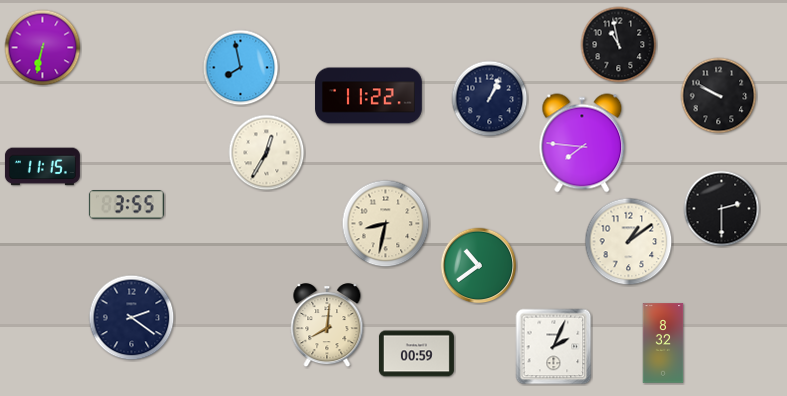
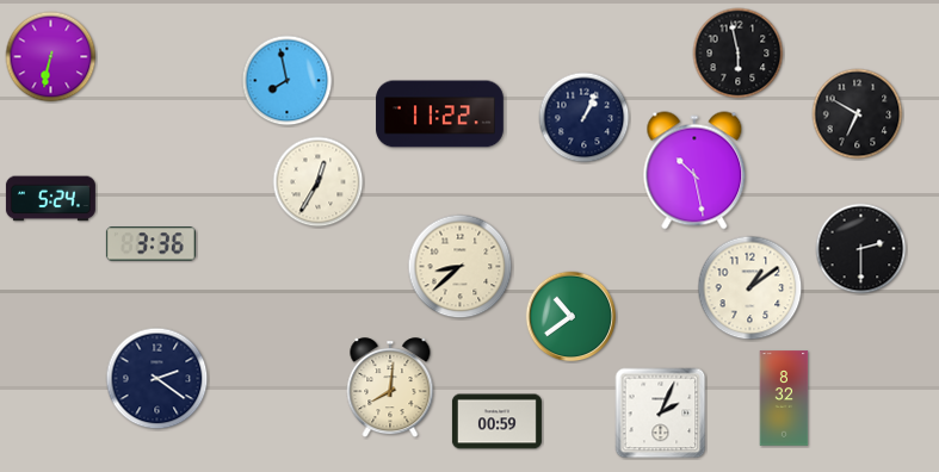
clock at (619, 45): 10:58 -> 5:58
clock at (719, 96): 9:50 -> 6:50
clock at (582, 143): 7:46 -> 10:28
clock at (42, 167): 11:15 -> 5:24
clock at (126, 205): 3:55 -> 3:36
clock at (386, 224): 8:32 -> 8:38
clock at (663, 343) position: (663, 343) -> (784, 398)
